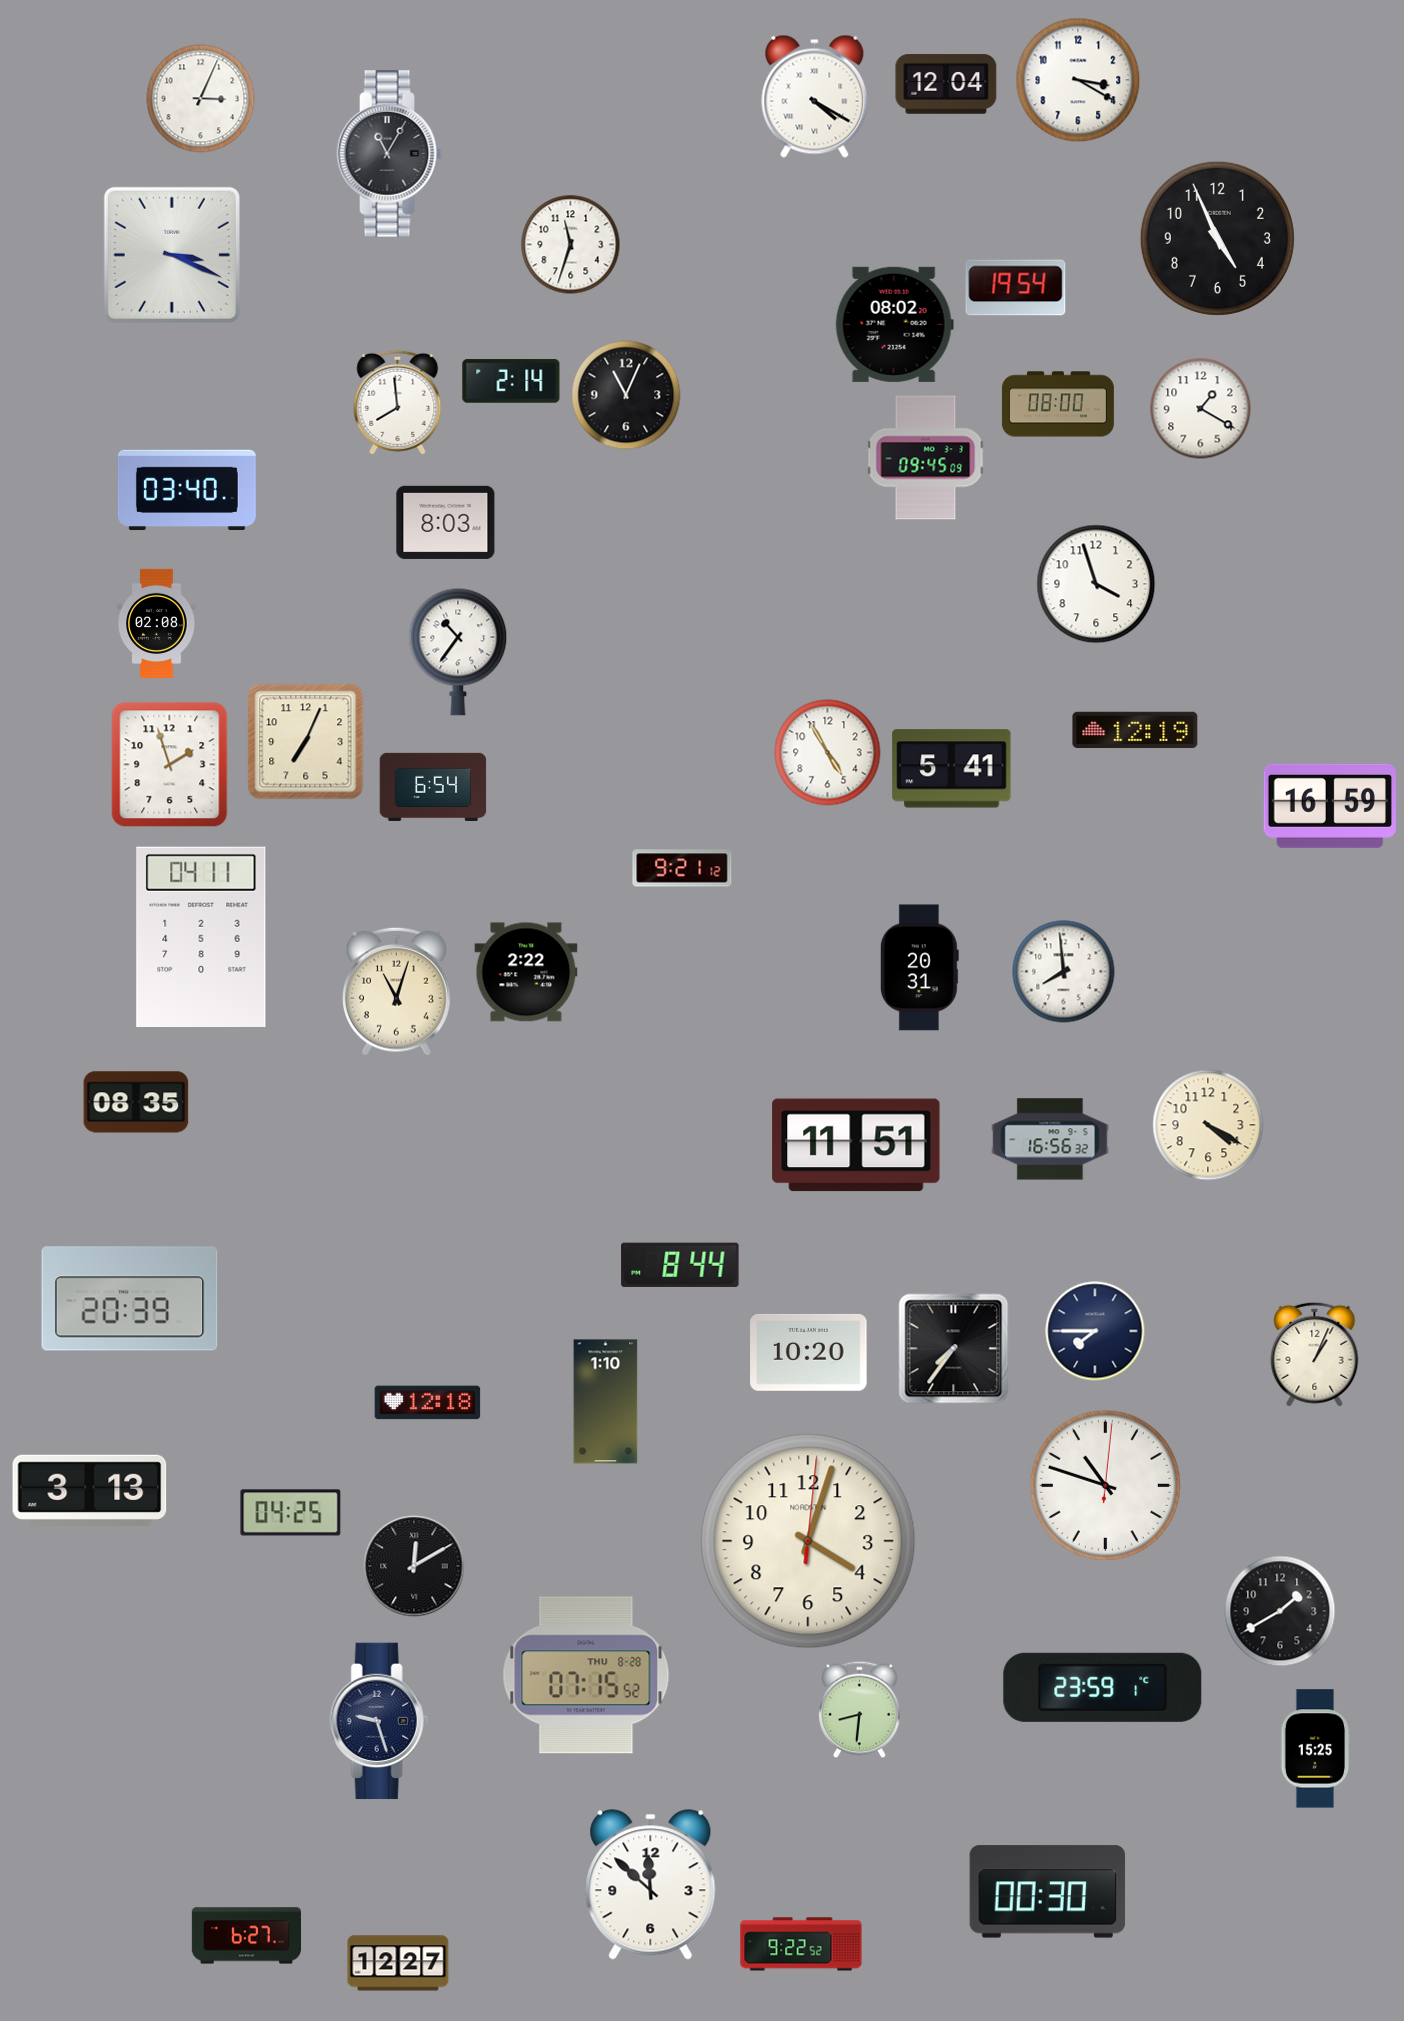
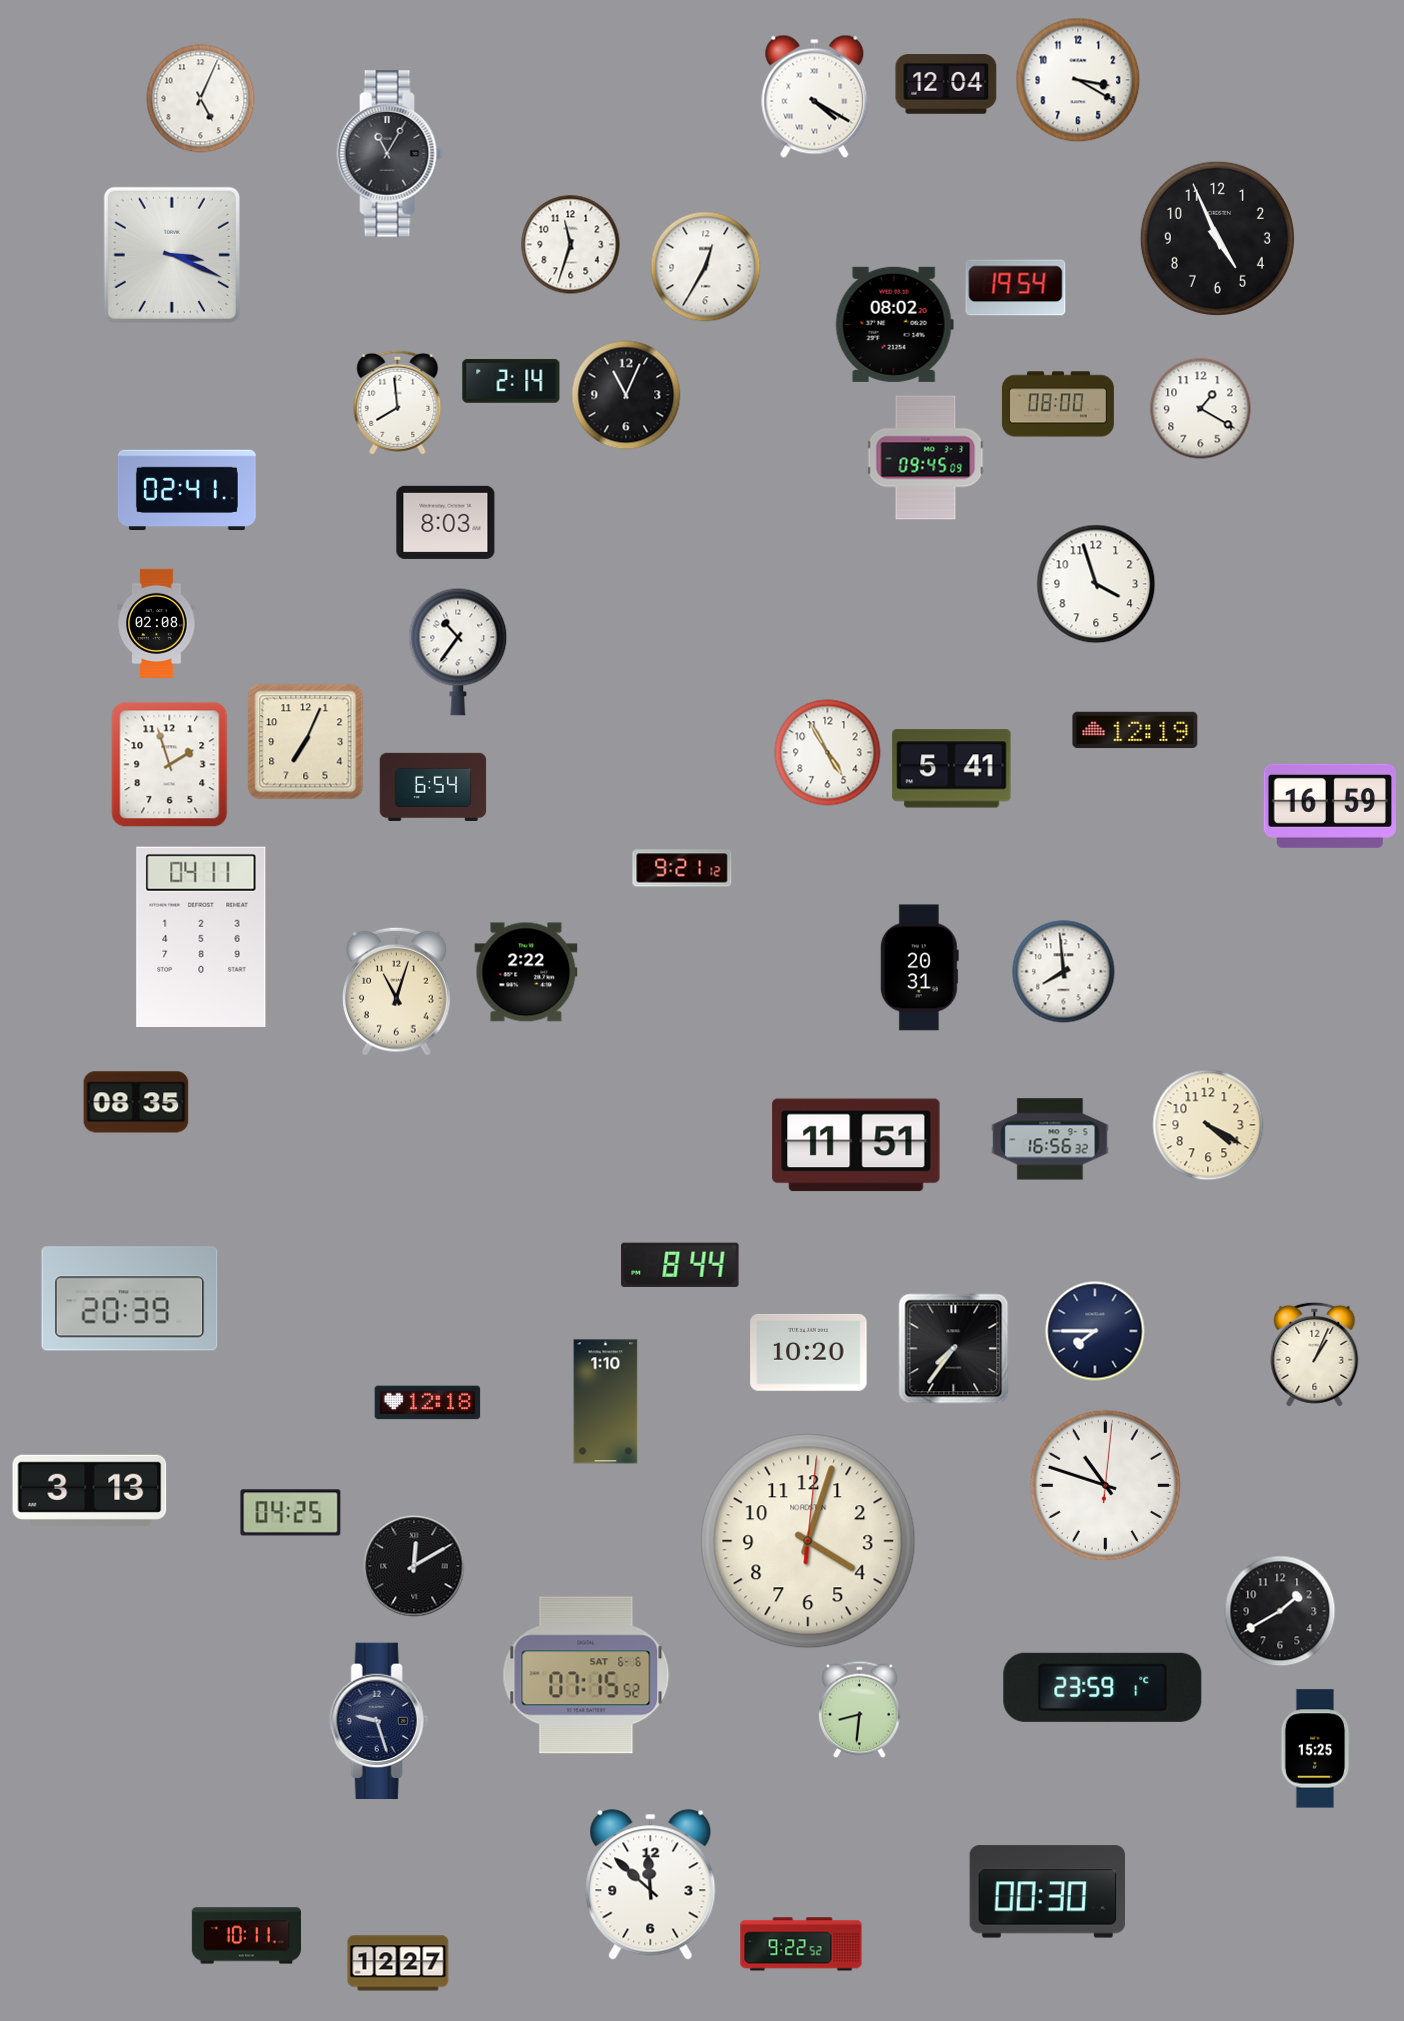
clock at (201, 99): 3:04 -> 5:04
clock at (706, 267): none -> 12:35
clock at (187, 490): 03:40 -> 02:41
clock at (586, 1675) date: THU 8-28 -> SAT 6-6
clock at (246, 1936): 6:27 -> 10:11
